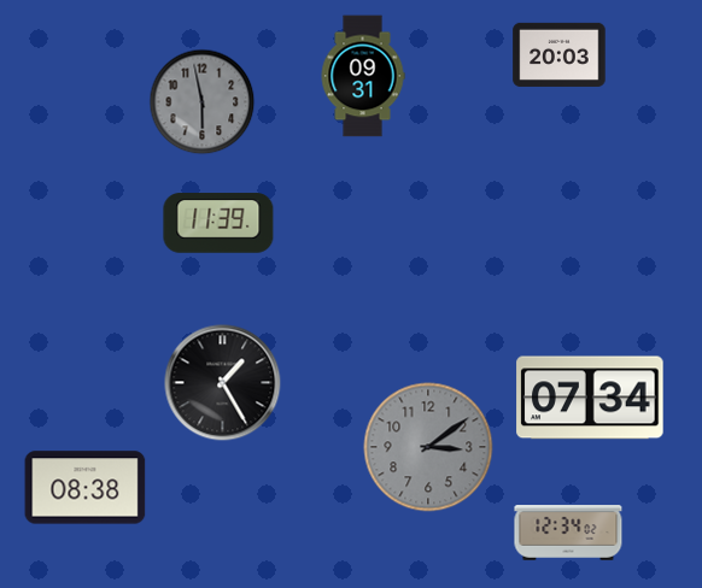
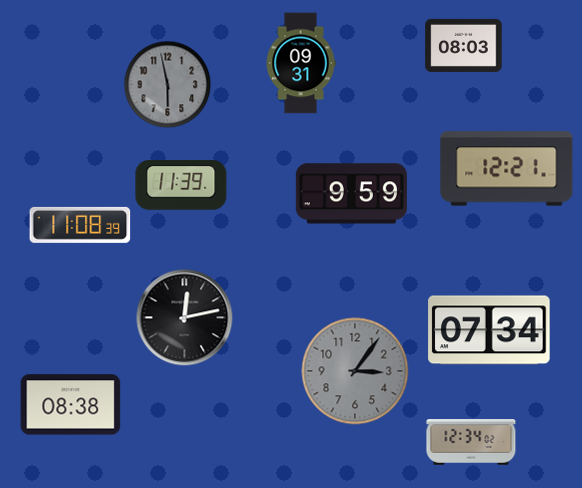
clock at (560, 54): 20:03 -> 08:03
clock at (507, 169): none -> 12:21
clock at (351, 194): none -> 9:59
clock at (80, 225): none -> 11:08
clock at (223, 383): 1:25 -> 12:13
clock at (428, 447): 3:09 -> 3:06
